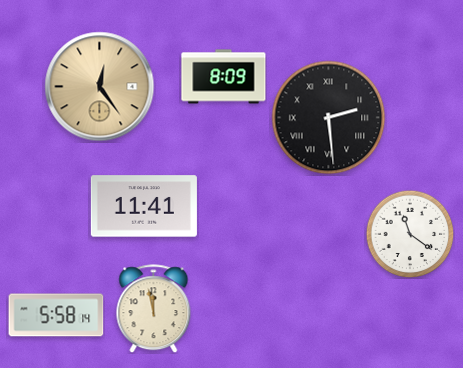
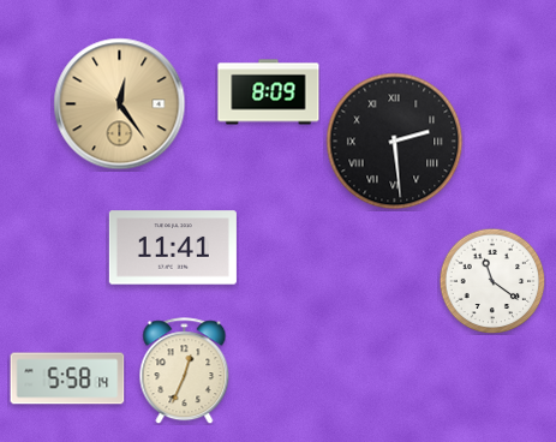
clock at (154, 309): 11:58 -> 12:34
